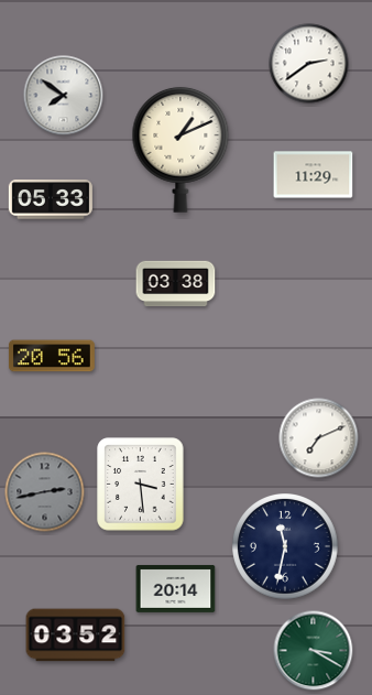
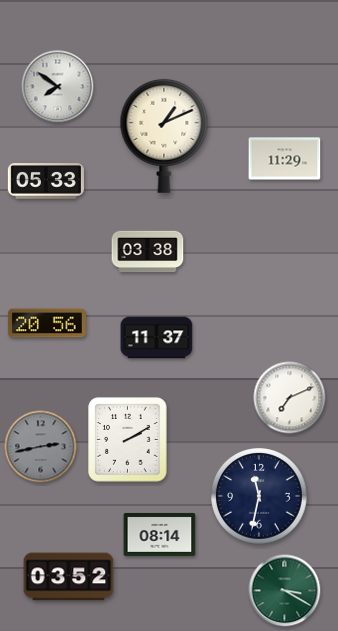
clock at (309, 64): 2:39 -> none
clock at (176, 284) position: (176, 284) -> (148, 252)
clock at (157, 338): none -> 11:37
clock at (141, 485): 3:29 -> 2:10
clock at (176, 588): 20:14 -> 08:14
